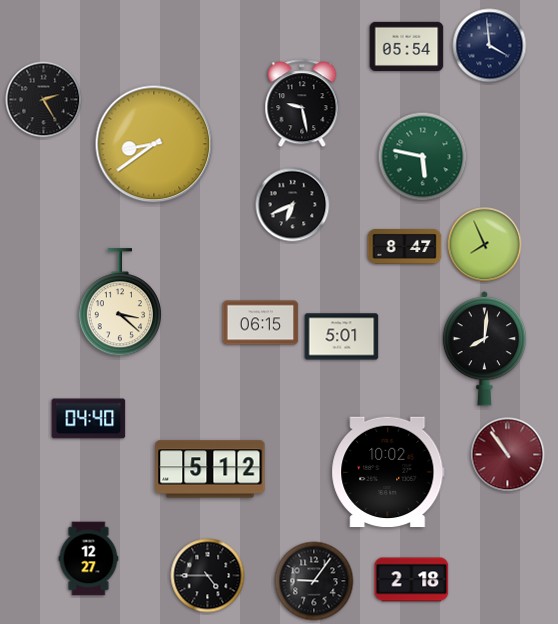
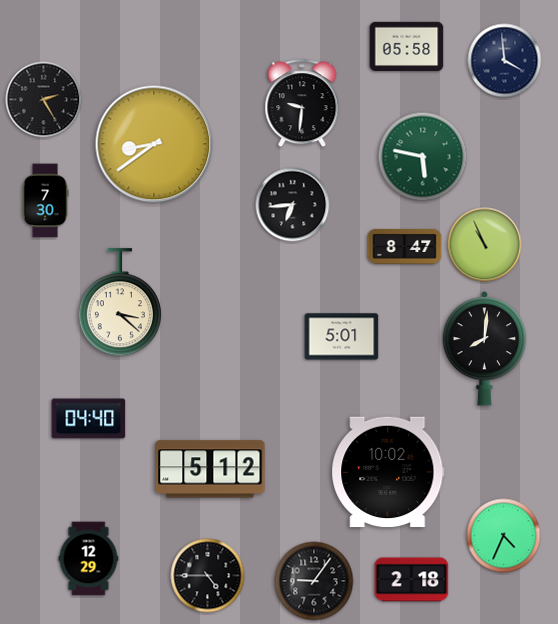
clock at (407, 46): 05:54 -> 05:58
clock at (490, 46) position: (490, 46) -> (505, 61)
clock at (302, 104): 9:28 -> 9:31
clock at (45, 201): none -> 7:30
clock at (293, 205): 6:41 -> 6:44
clock at (485, 245): 7:56 -> 10:56
clock at (261, 323): 06:15 -> none
clock at (508, 455): 10:54 -> none
clock at (504, 536): none -> 4:34
clock at (89, 559): 12:27 -> 12:29
